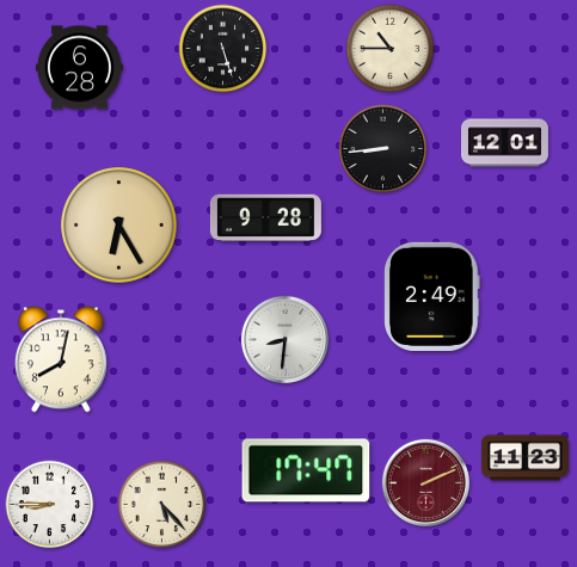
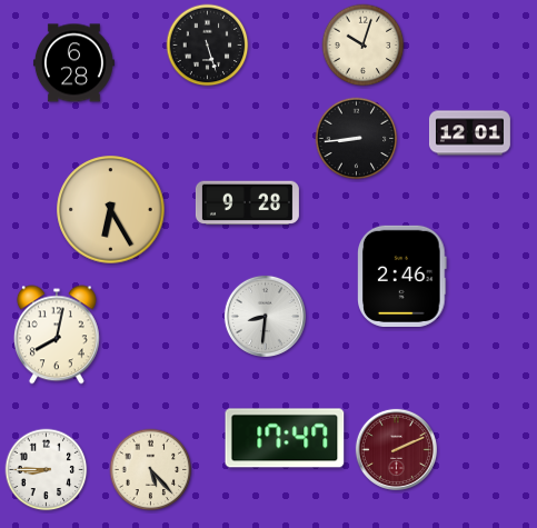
clock at (391, 49): 10:45 -> 10:03
clock at (432, 296): 2:49 -> 2:46
clock at (524, 458): 11:23 -> none
